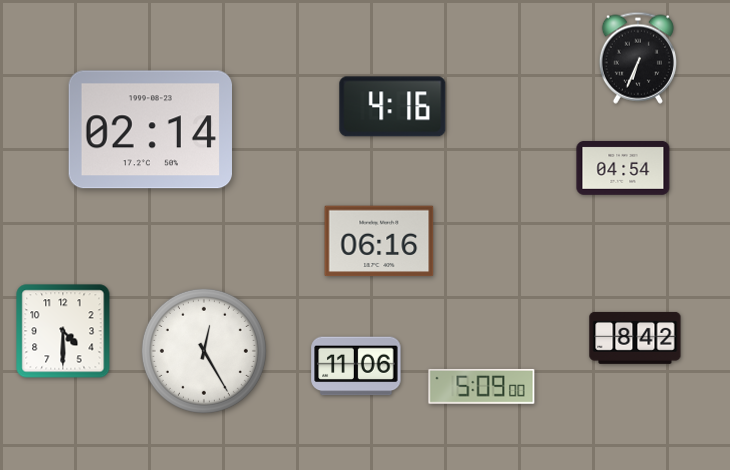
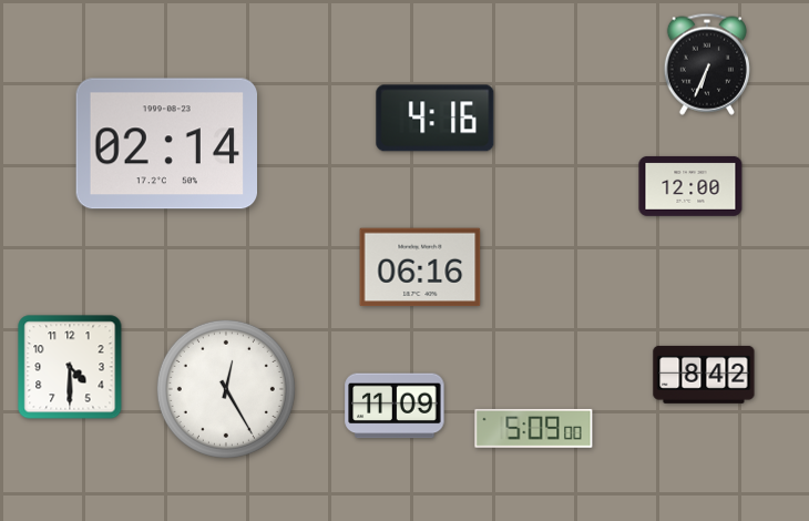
clock at (623, 168): 04:54 -> 12:00
clock at (356, 366): 11:06 -> 11:09
